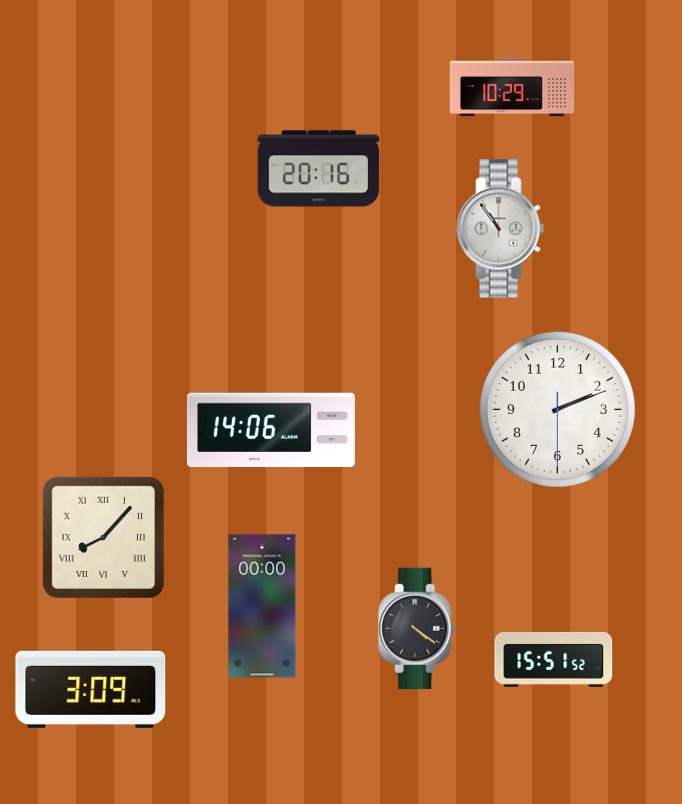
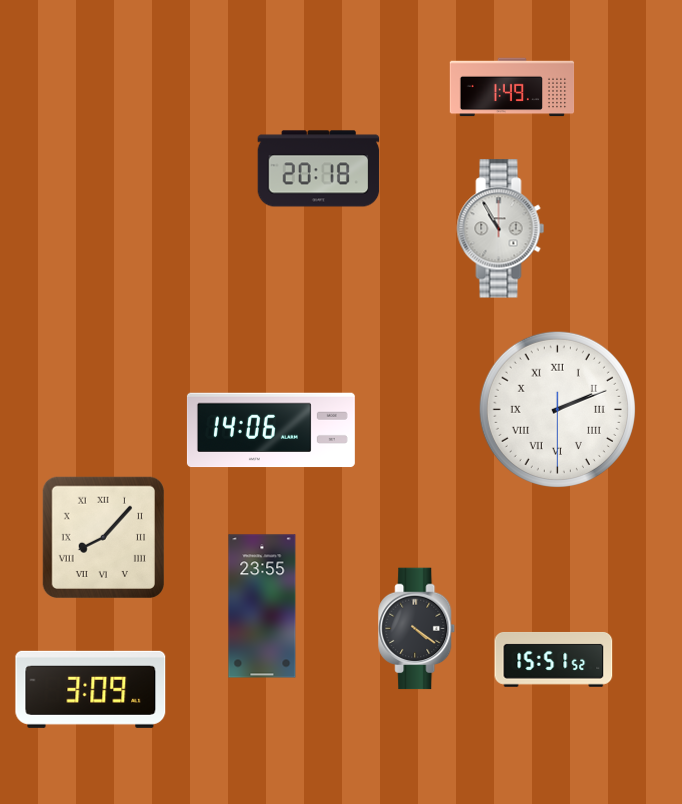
clock at (512, 87): 10:29 -> 1:49
clock at (319, 169): 20:16 -> 20:18
clock at (501, 229): 10:54 -> 10:55
clock at (557, 409) numerals: Arabic -> Roman
clock at (262, 606): 00:00 -> 23:55
